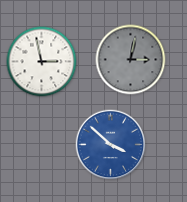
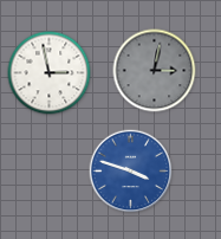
clock at (111, 145): 3:52 -> 3:48
